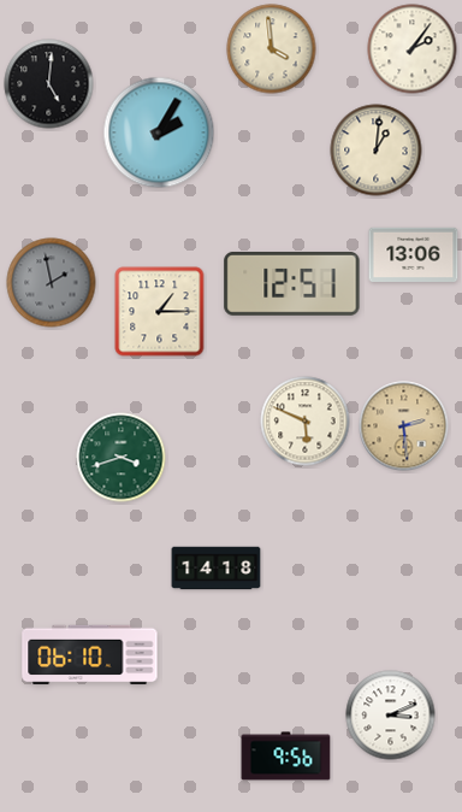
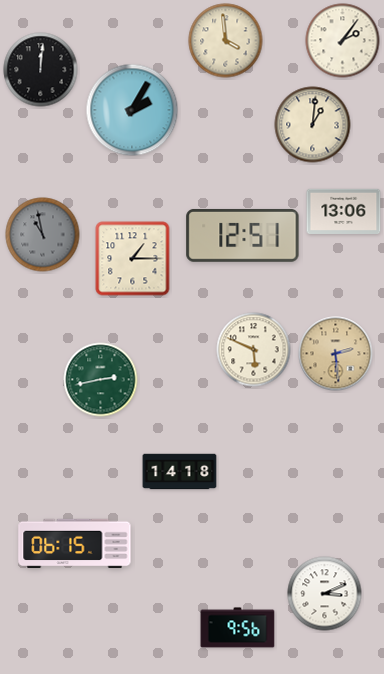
clock at (49, 84): 5:01 -> 12:01
clock at (52, 283): 1:58 -> 10:58
clock at (122, 458): 3:42 -> 2:43
clock at (90, 655): 06:10 -> 06:15
